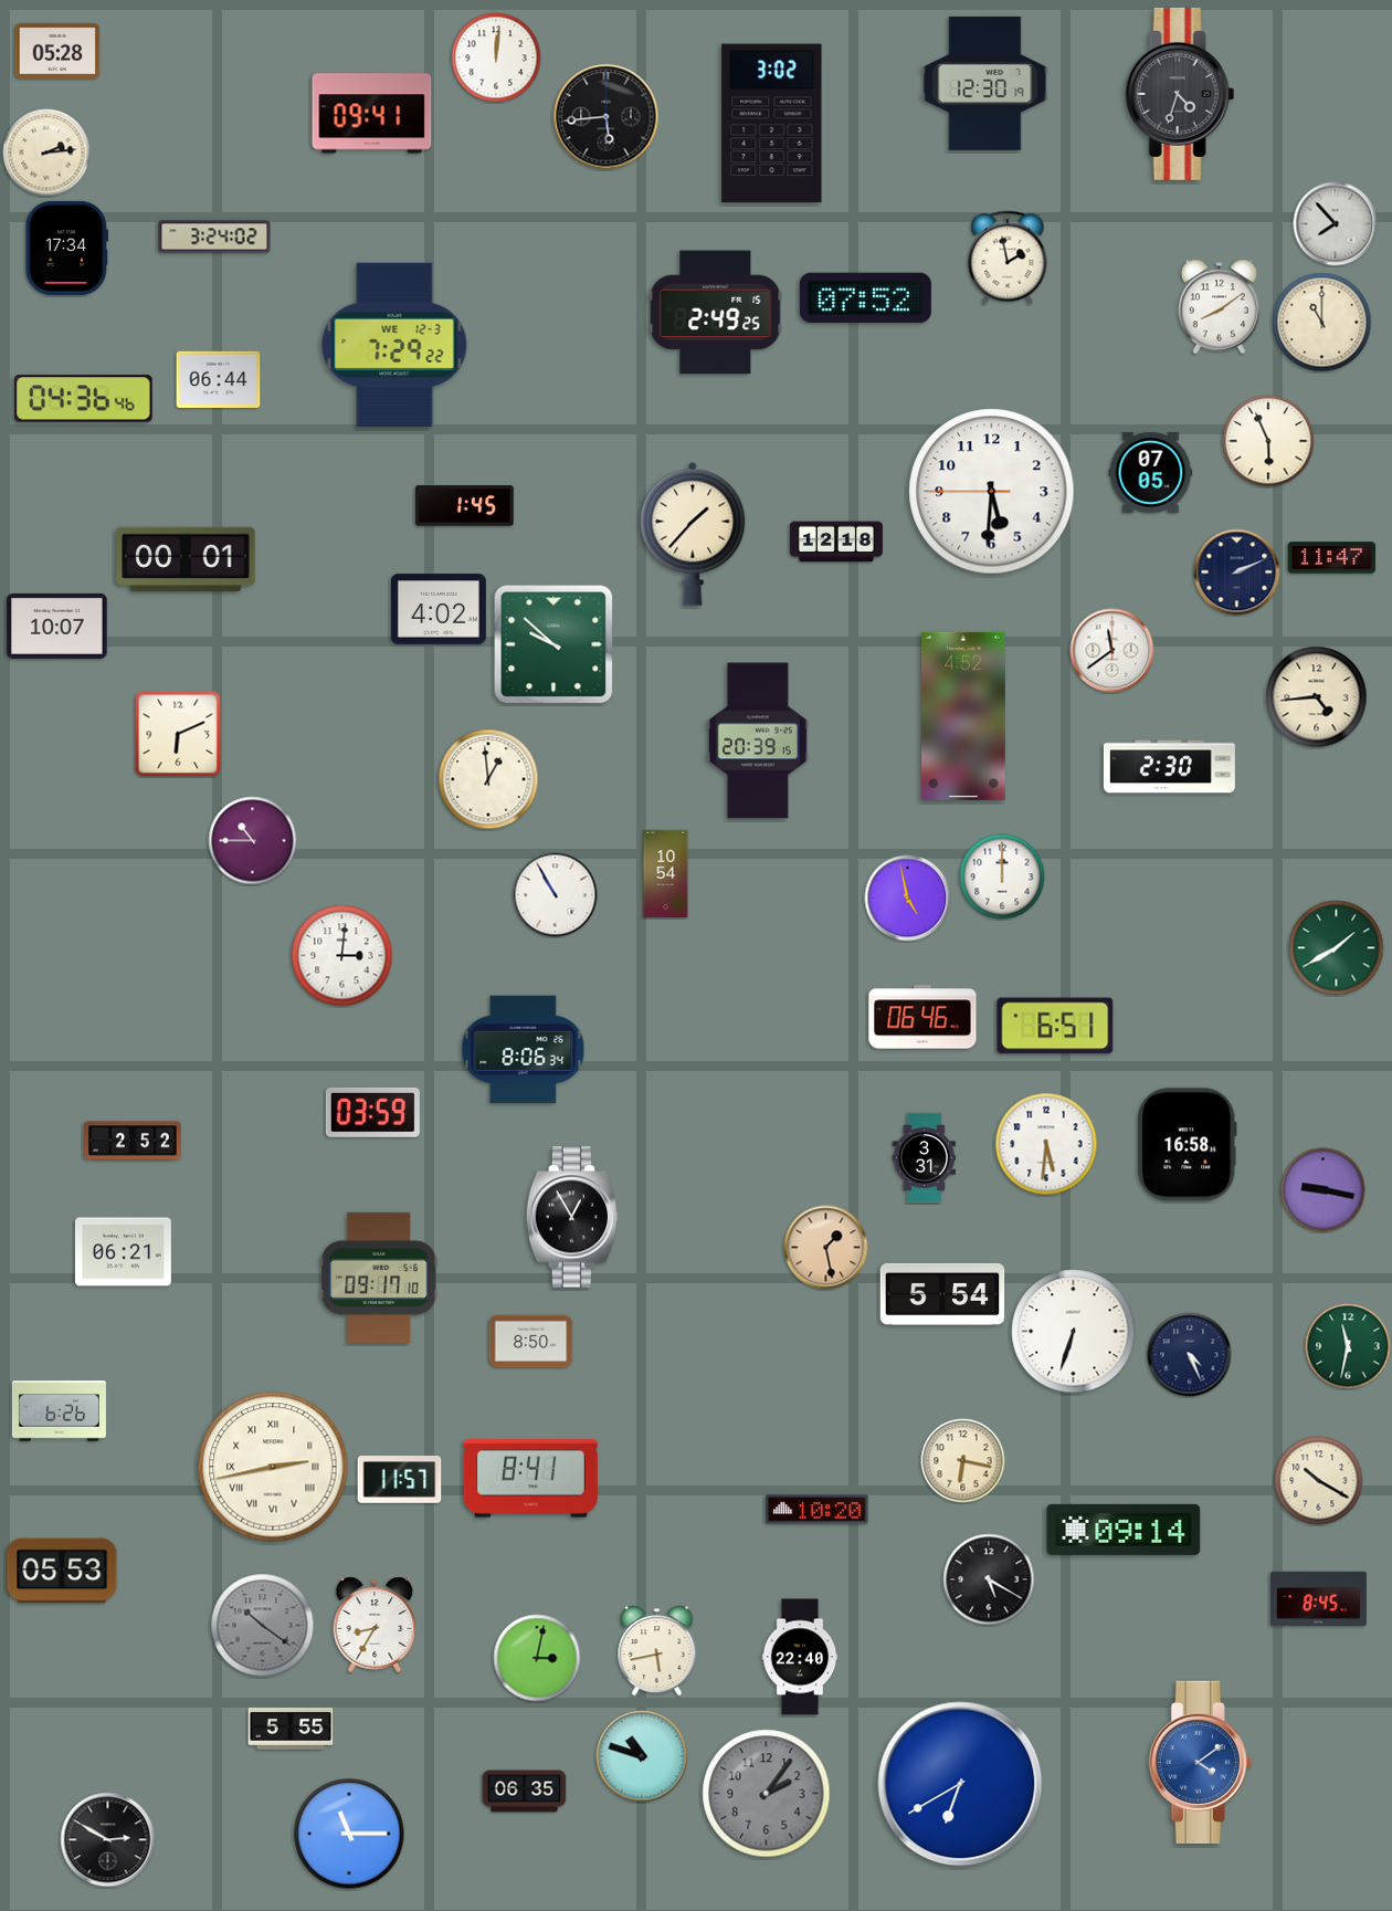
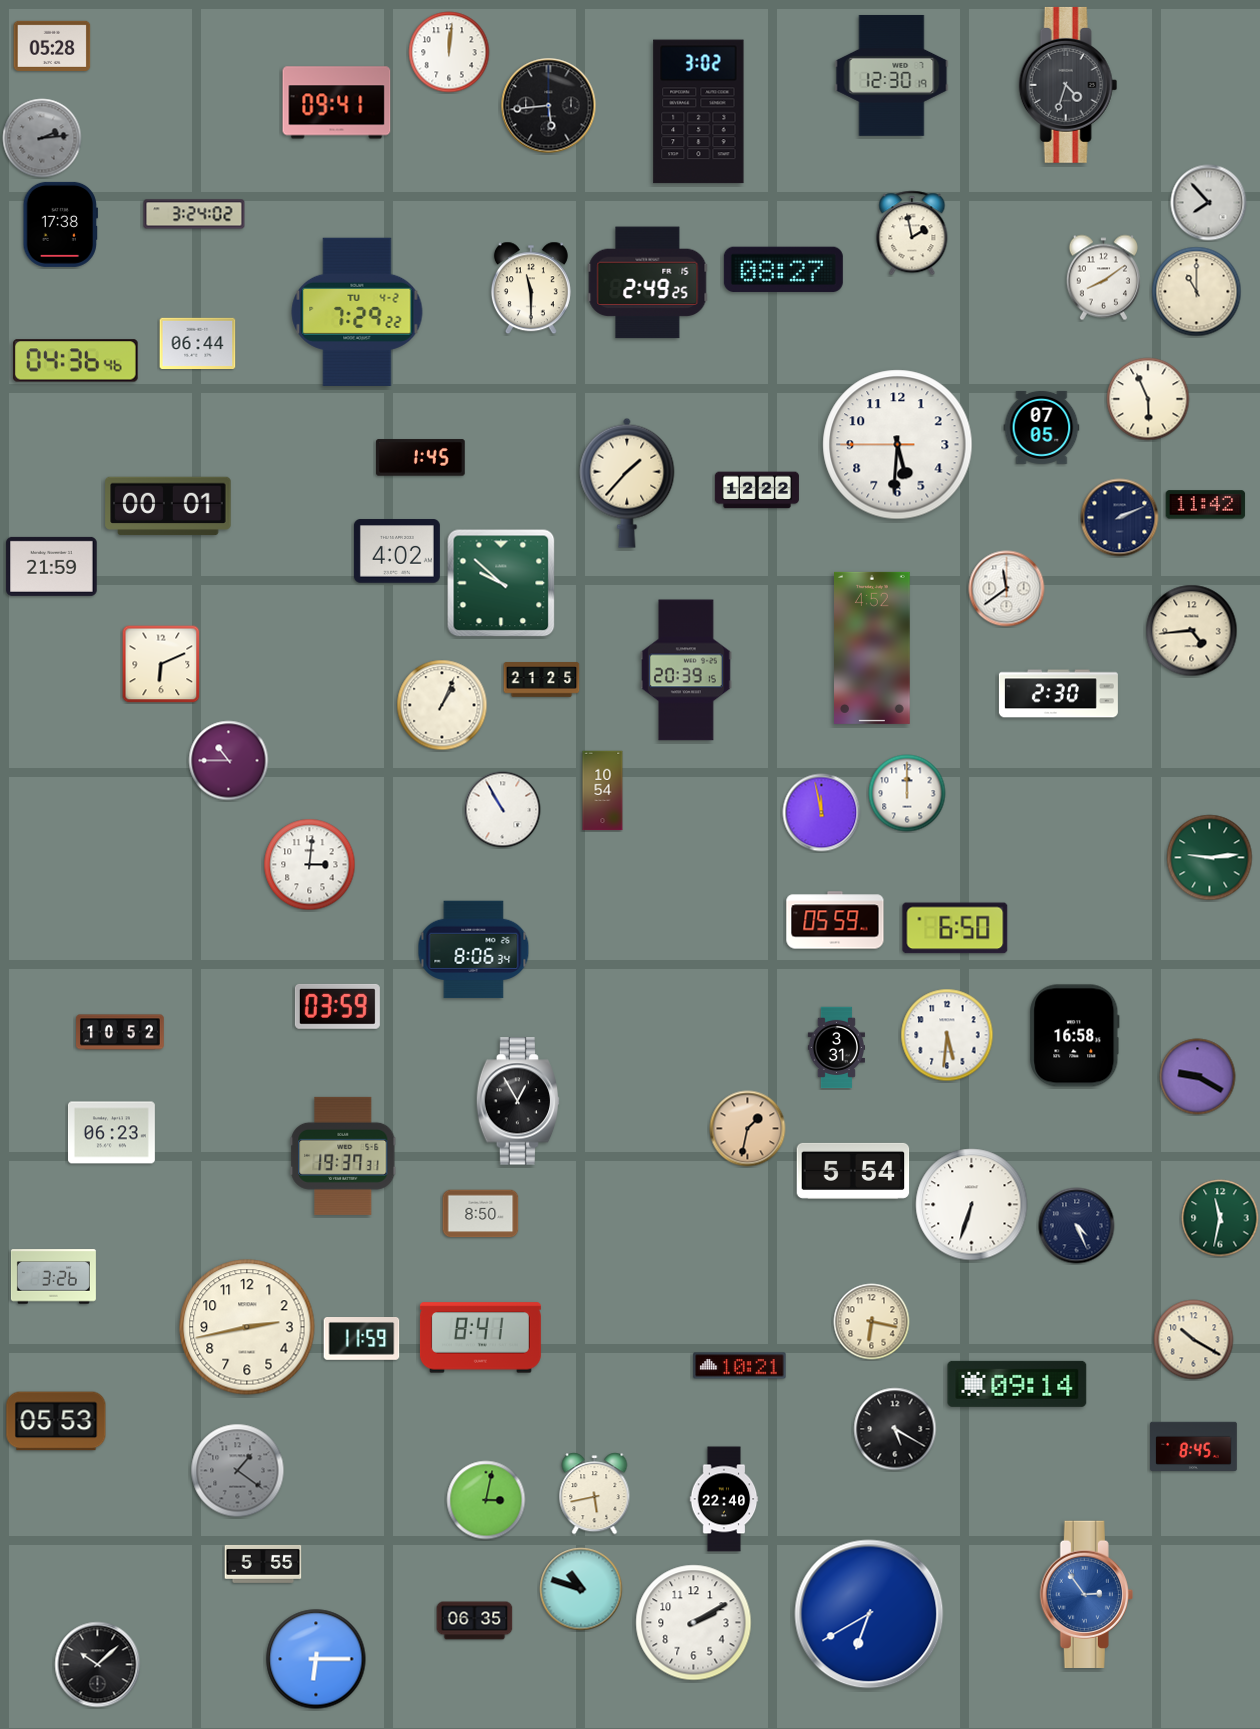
clock at (46, 153) dial: cream -> grey
clock at (66, 248): 17:34 -> 17:38
clock at (865, 297): 07:52 -> 08:27
clock at (531, 288): none -> 11:30
clock at (394, 345) date: WE 12-3 -> TU 4-2
clock at (836, 542): 12:18 -> 12:22
clock at (1332, 558): 11:47 -> 11:42
clock at (57, 626): 10:07 -> 21:59
clock at (542, 680): none -> 21:25
clock at (488, 779): 12:59 -> 1:04
clock at (908, 899): 4:58 -> 11:58
clock at (1337, 948): 1:40 -> 9:14
clock at (922, 1017): 06:46 -> 05:59
clock at (1055, 1026): 6:51 -> 6:50
clock at (134, 1141): 2:52 -> 10:52
clock at (1324, 1190): 9:17 -> 9:20
clock at (826, 1248): 1:28 -> 1:32
clock at (123, 1252): 06:21 -> 06:23
clock at (379, 1278): 09:17 -> 19:37
clock at (59, 1411): 6:26 -> 3:26
clock at (273, 1467) numerals: Roman -> Arabic
clock at (400, 1480): 11:57 -> 11:59
clock at (818, 1510): 10:20 -> 10:21
clock at (375, 1625): 8:35 -> none
clock at (263, 1626): 10:21 -> 1:21
clock at (1200, 1762): 4:09 -> 2:54
clock at (767, 1794): 2:06 -> 2:10
clock at (767, 1794) dial: grey -> white
clock at (349, 1834): 11:15 -> 6:15
clock at (108, 1840): 2:50 -> 10:08
